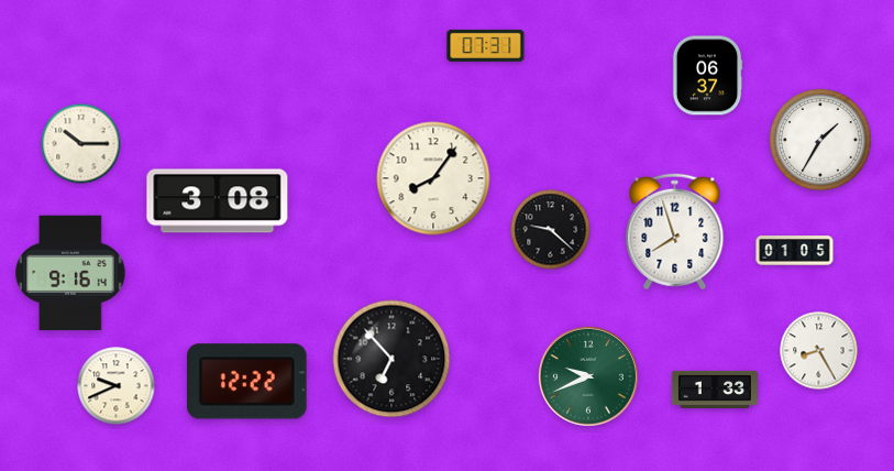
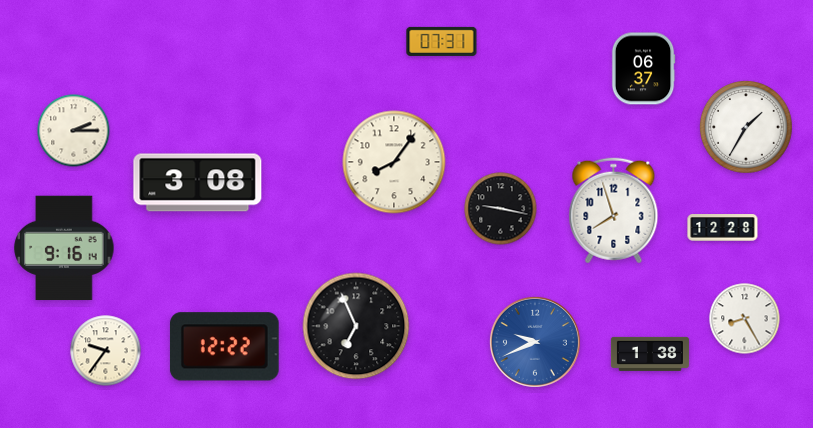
clock at (81, 144): 10:15 -> 2:15
clock at (551, 230): 9:22 -> 9:17
clock at (795, 251): 01:05 -> 12:28
clock at (391, 359): 6:53 -> 6:56
clock at (588, 376) dial: green -> blue
clock at (117, 386): 9:41 -> 9:36
clock at (715, 390): 1:33 -> 1:38
